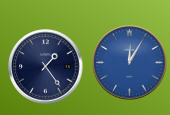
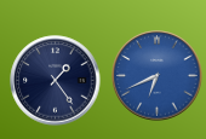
clock at (130, 63): 12:05 -> 6:41
